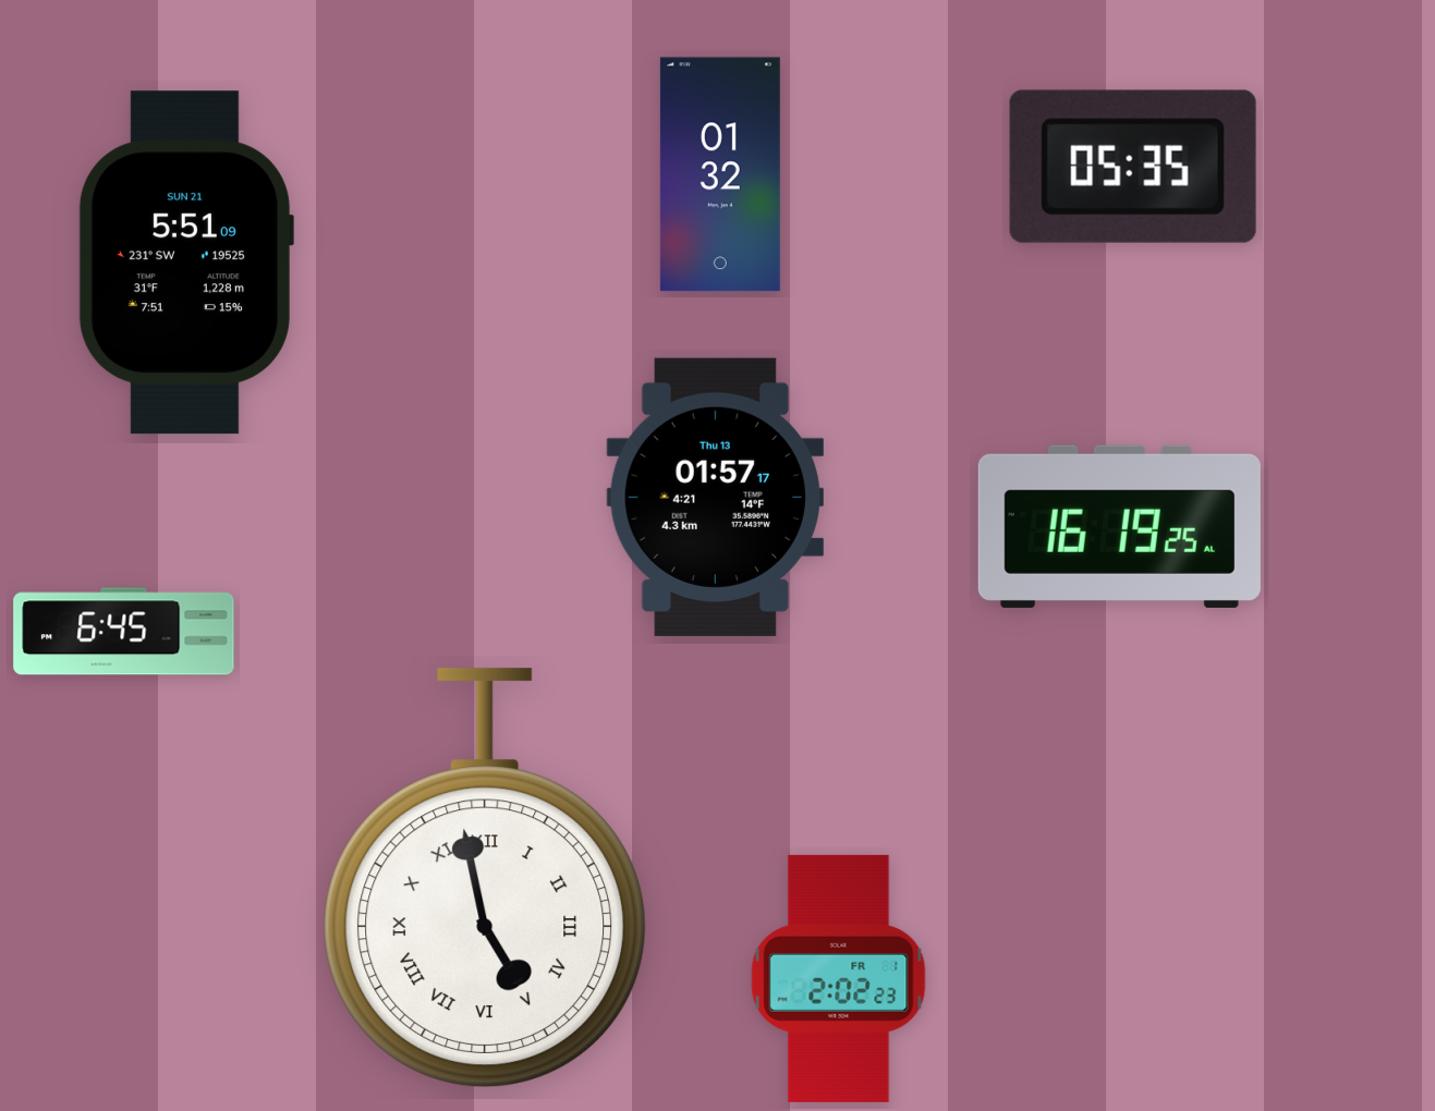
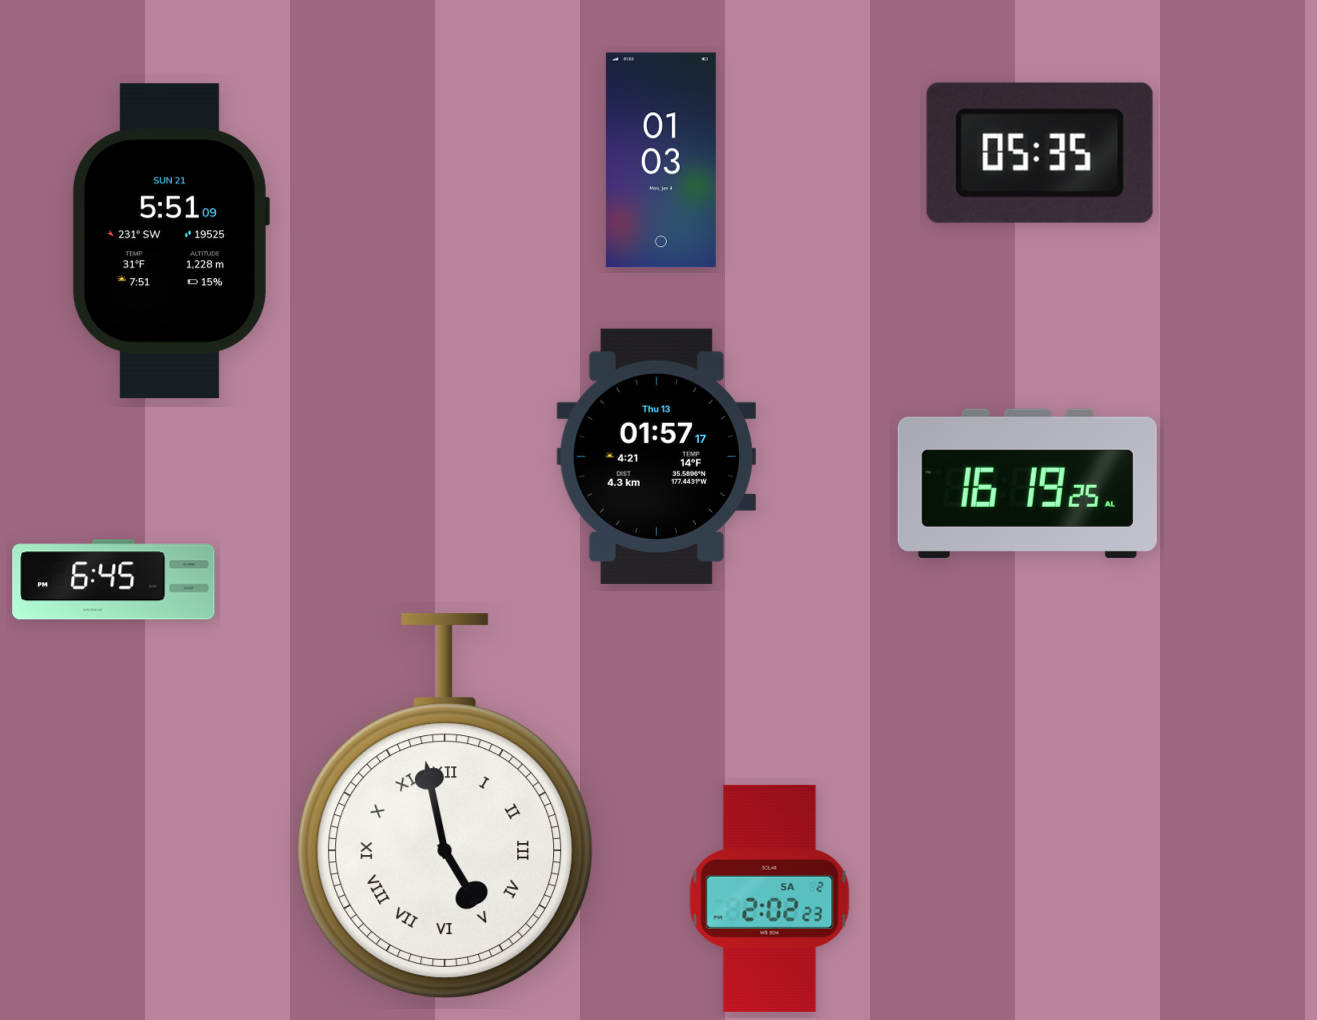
clock at (720, 174): 01:32 -> 01:03
clock at (839, 978) date: FR 1 -> SA 2
